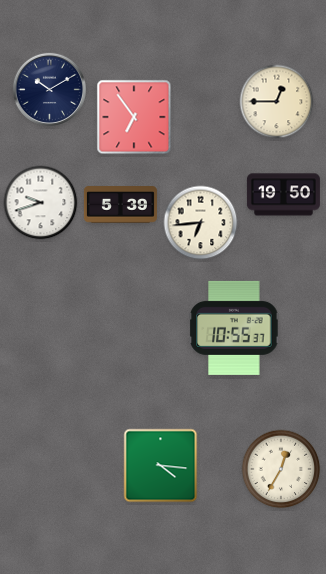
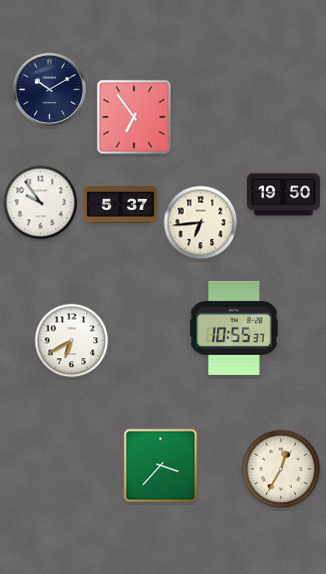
clock at (277, 102): 12:45 -> none
clock at (41, 203): 9:42 -> 9:54
clock at (120, 205): 5:39 -> 5:37
clock at (72, 341): none -> 6:40
clock at (161, 466): 4:16 -> 3:37
